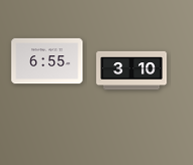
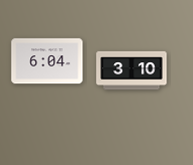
clock at (47, 61): 6:55 -> 6:04
